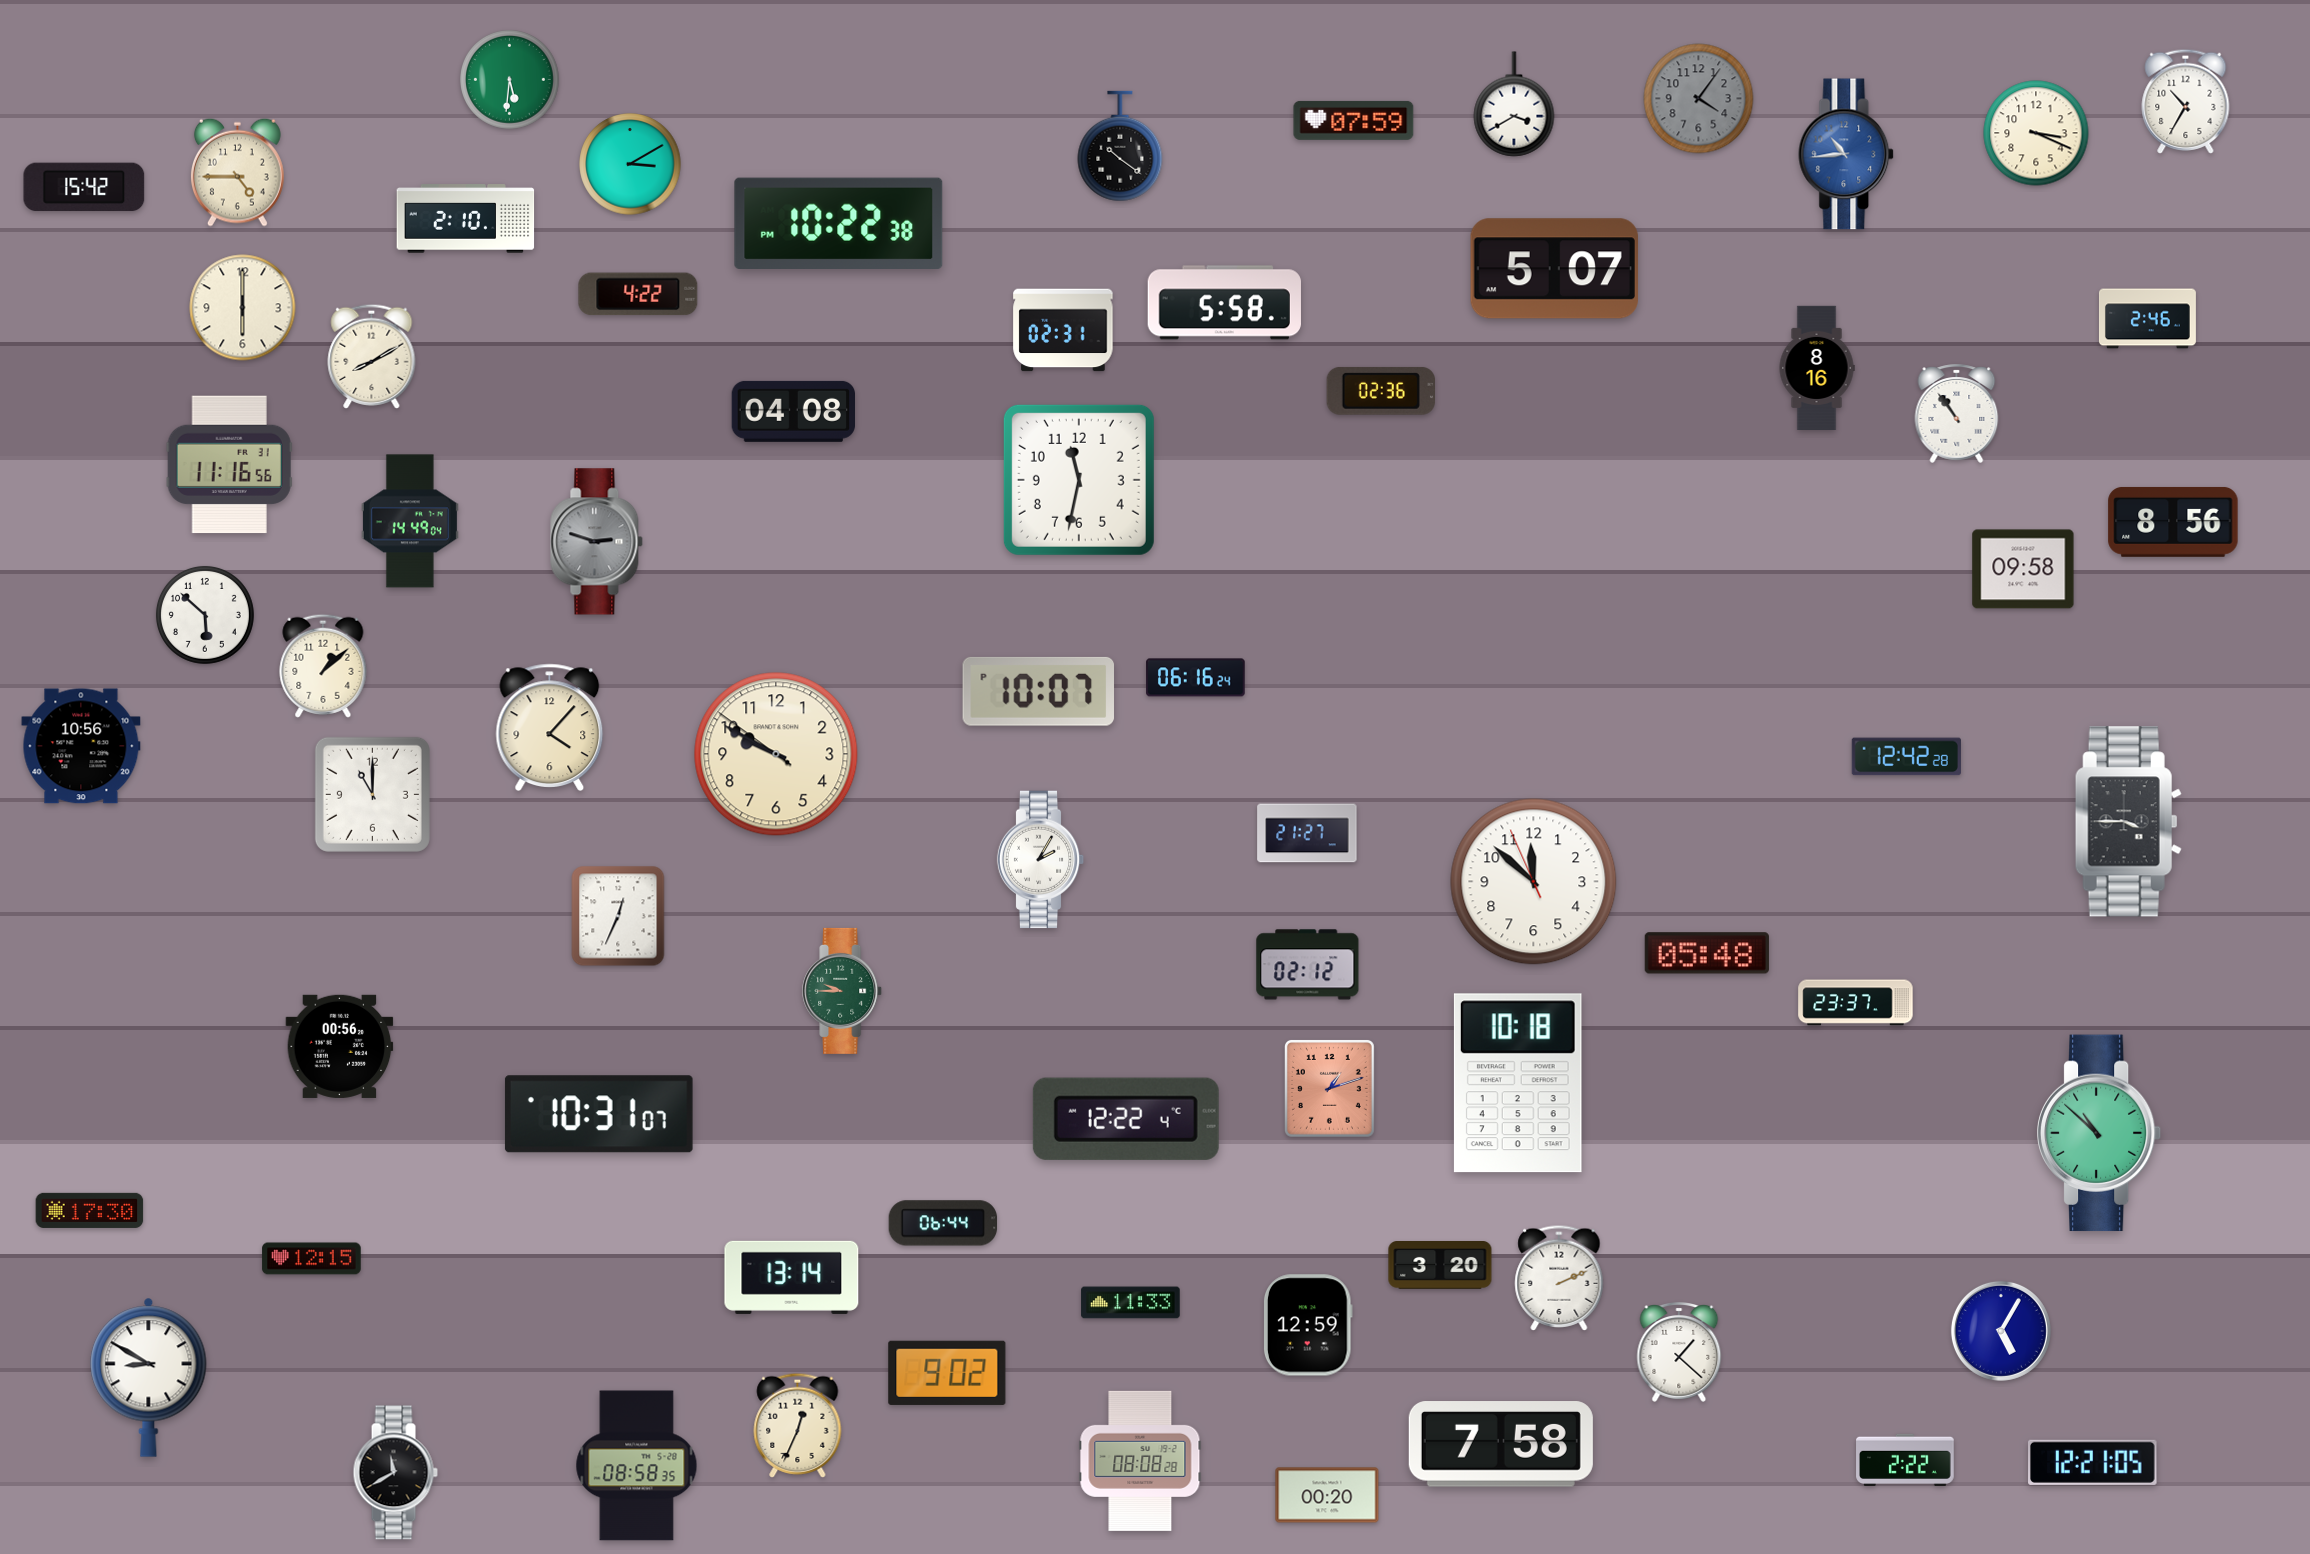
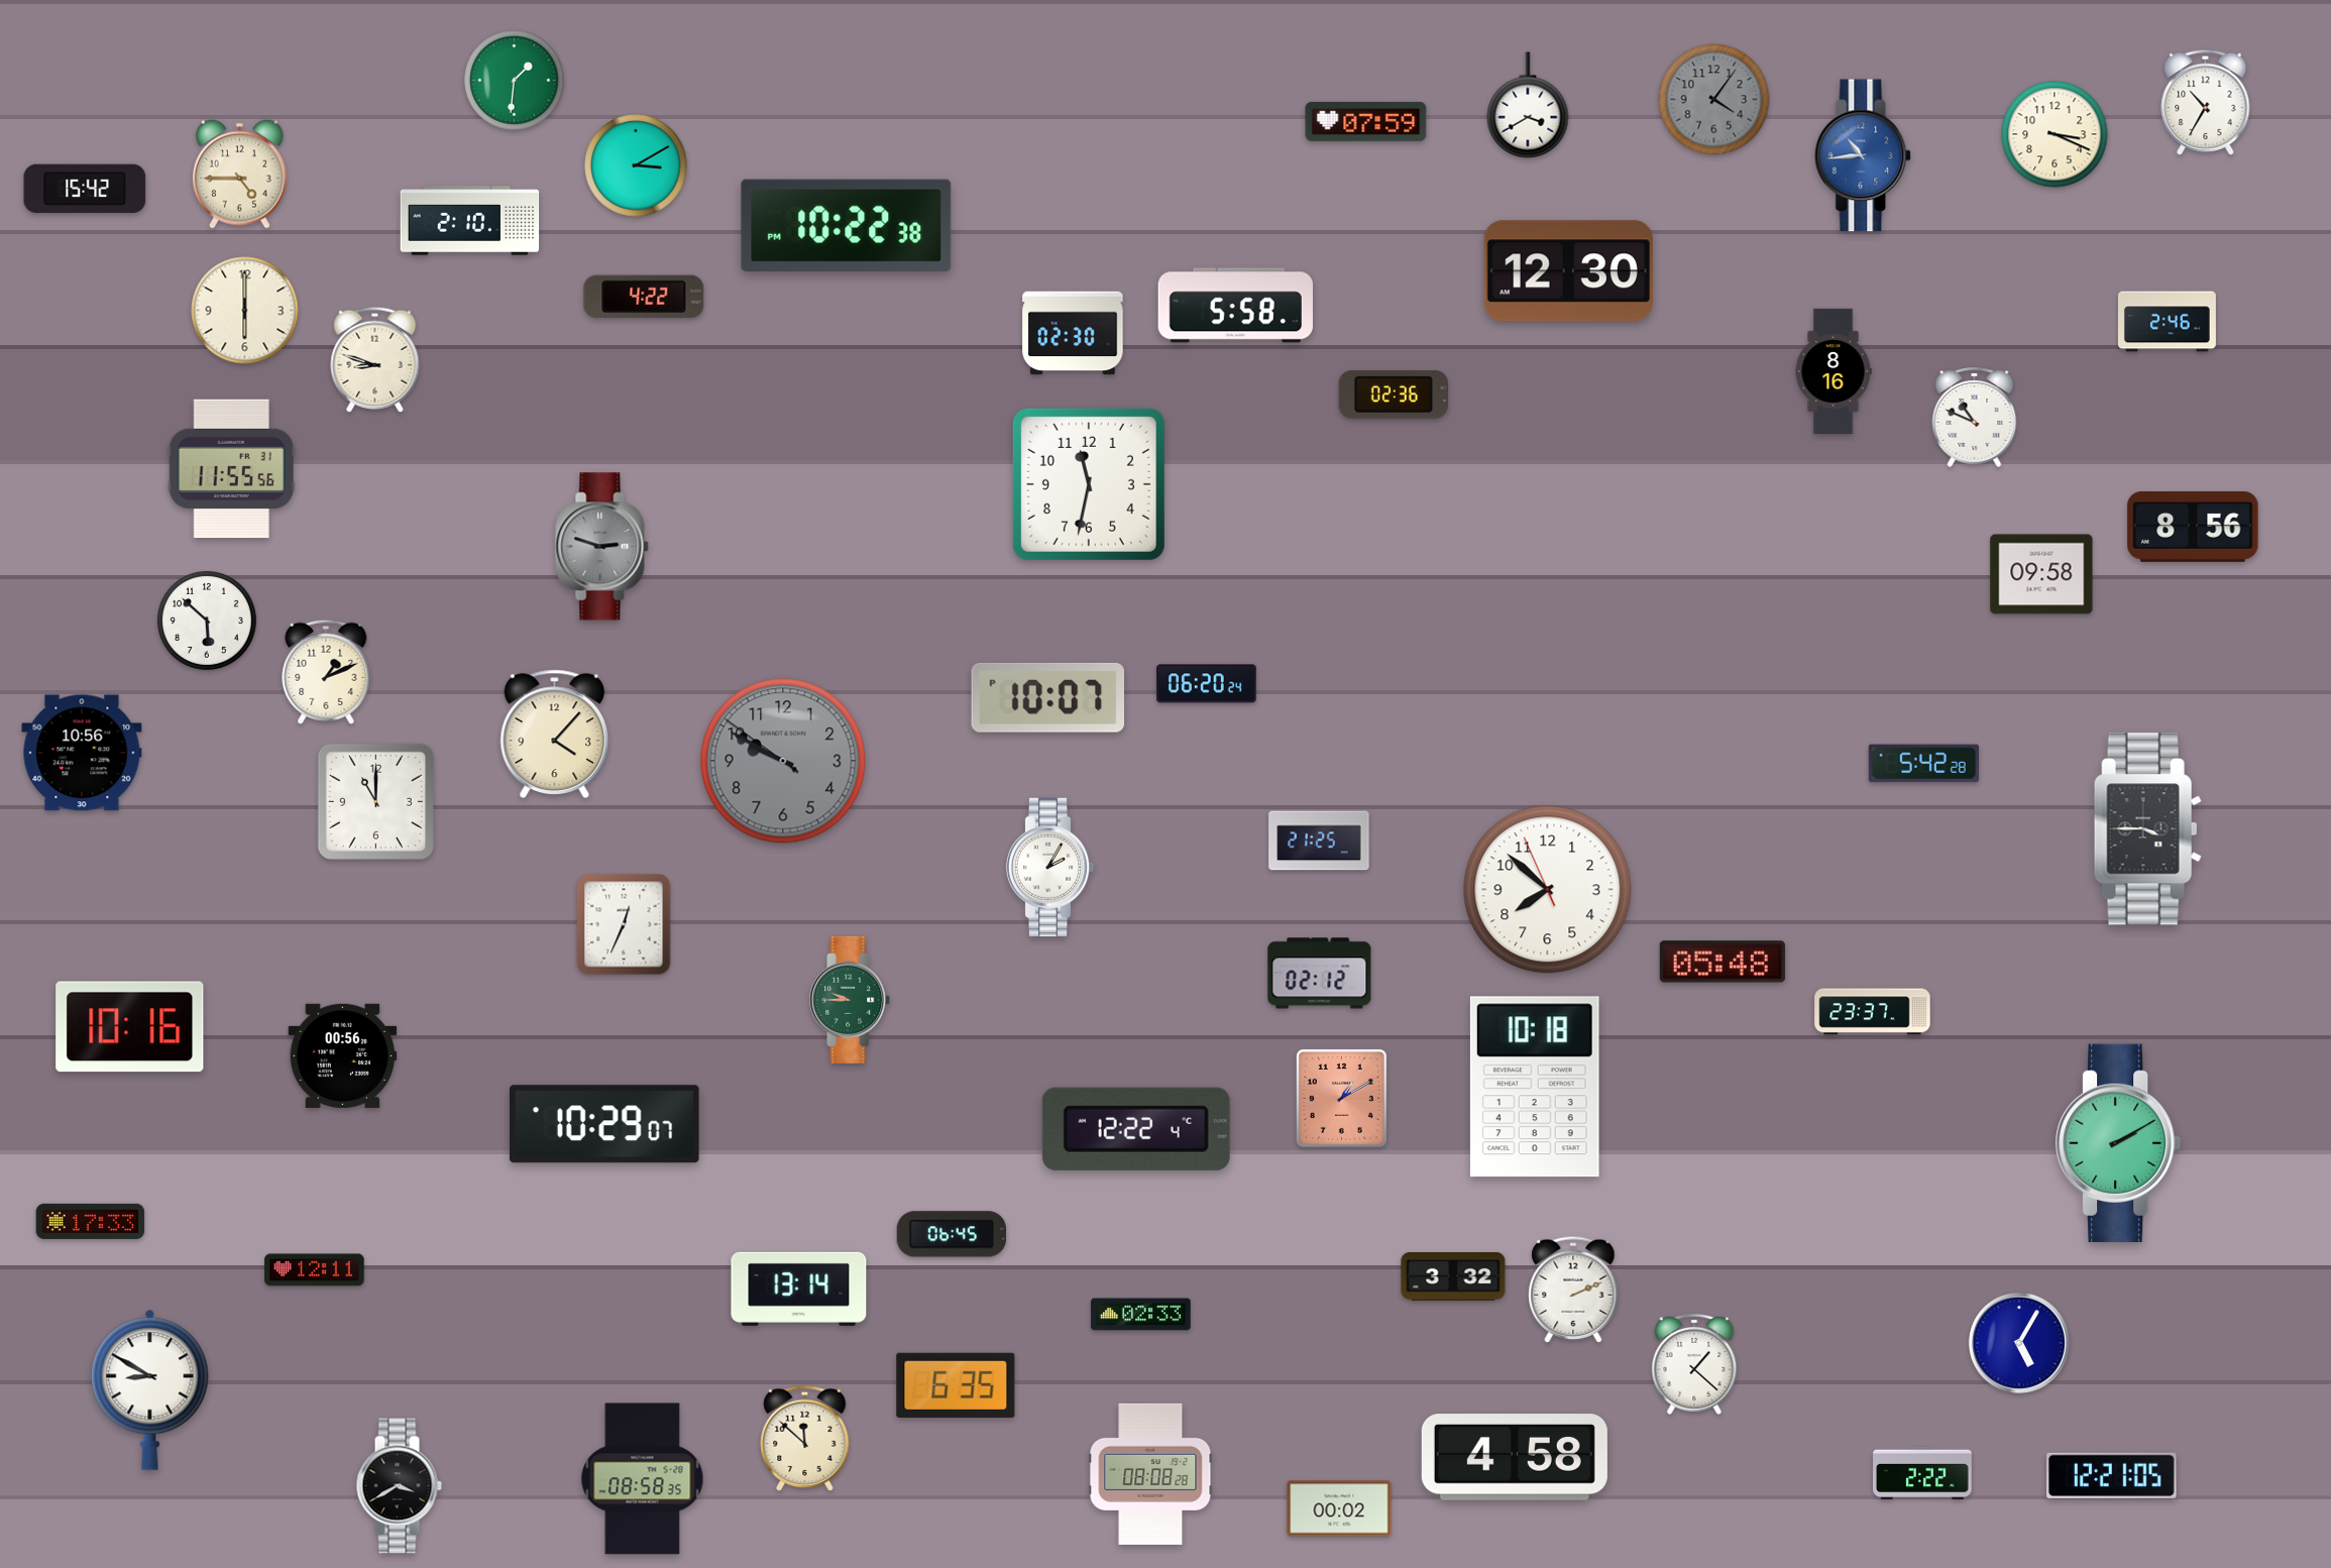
clock at (510, 80): 5:31 -> 1:31
clock at (1120, 146): 10:21 -> none
clock at (1554, 269): 5:07 -> 12:30
clock at (1063, 330): 02:31 -> 02:30
clock at (372, 356): 8:10 -> 8:48
clock at (793, 411): 04:08 -> none
clock at (1957, 413): 10:54 -> 10:49
clock at (229, 465): 11:16 -> 11:55
clock at (410, 521): 14:49 -> none
clock at (323, 666): 1:08 -> 1:11
clock at (1196, 678): 06:16 -> 06:20
clock at (776, 754) dial: cream -> grey
clock at (1906, 757): 12:42 -> 5:42
clock at (1307, 833): 21:27 -> 21:25
clock at (1534, 882): 11:51 -> 7:51
clock at (130, 1027): none -> 10:16
clock at (1518, 1083) position: (1518, 1083) -> (1535, 1087)
clock at (1329, 1088): 1:12 -> 1:10
clock at (599, 1114): 10:31 -> 10:29
clock at (2100, 1133): 10:52 -> 2:10
clock at (90, 1210): 17:30 -> 17:33
clock at (943, 1223): 06:44 -> 06:45
clock at (312, 1259): 12:15 -> 12:11
clock at (1440, 1266): 3:20 -> 3:32
clock at (1131, 1303): 11:33 -> 02:33
clock at (1308, 1325): 12:59 -> none
clock at (947, 1373): 9:02 -> 6:35
clock at (798, 1425): 12:34 -> 11:52
clock at (1501, 1444): 7:58 -> 4:58
clock at (395, 1473): 11:40 -> 3:40
clock at (1327, 1495): 00:20 -> 00:02
